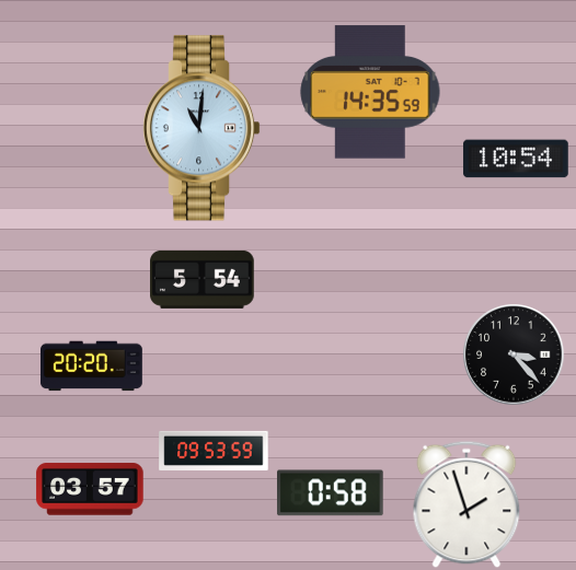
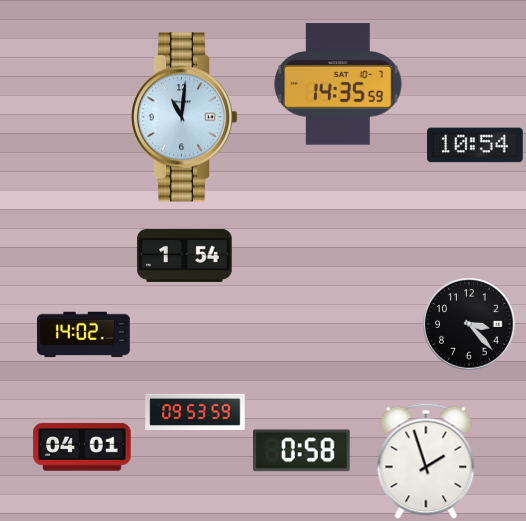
clock at (516, 159) position: (516, 159) -> (475, 145)
clock at (203, 279): 5:54 -> 1:54
clock at (92, 367): 20:20 -> 14:02
clock at (90, 489): 03:57 -> 04:01
